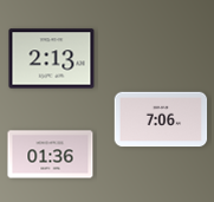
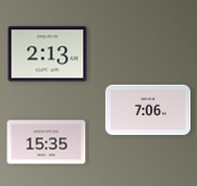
clock at (51, 155): 01:36 -> 15:35
